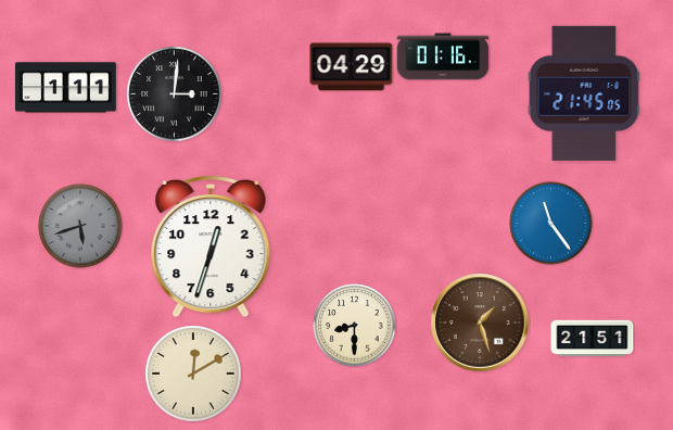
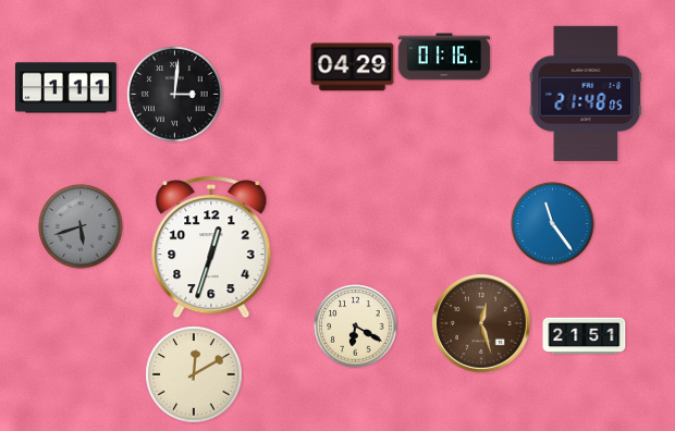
clock at (584, 93): 21:45 -> 21:48
clock at (480, 322): 1:27 -> 12:27
clock at (355, 326): 8:30 -> 6:20
clock at (593, 339) position: (593, 339) -> (585, 336)
